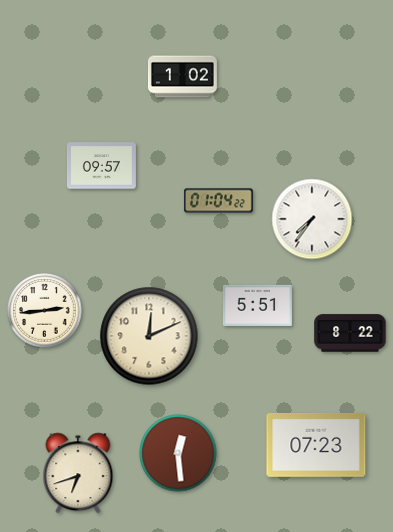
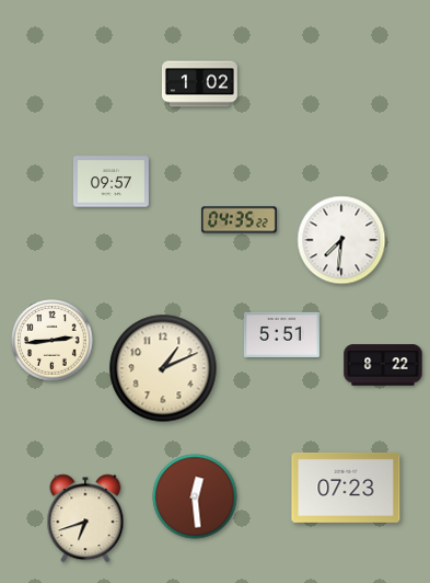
clock at (218, 201): 01:04 -> 04:35
clock at (312, 219): 7:36 -> 7:31
clock at (45, 311) position: (45, 311) -> (53, 341)
clock at (149, 336): 12:11 -> 1:11
